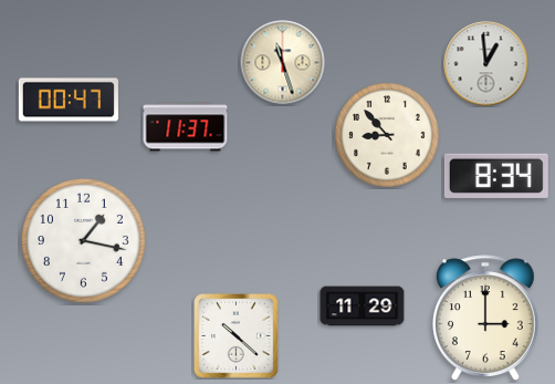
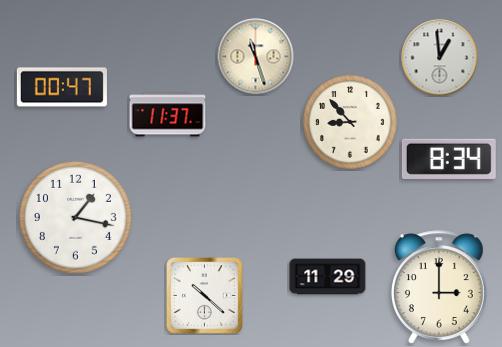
clock at (69, 100) position: (69, 100) -> (62, 87)
clock at (237, 336) position: (237, 336) -> (205, 296)
